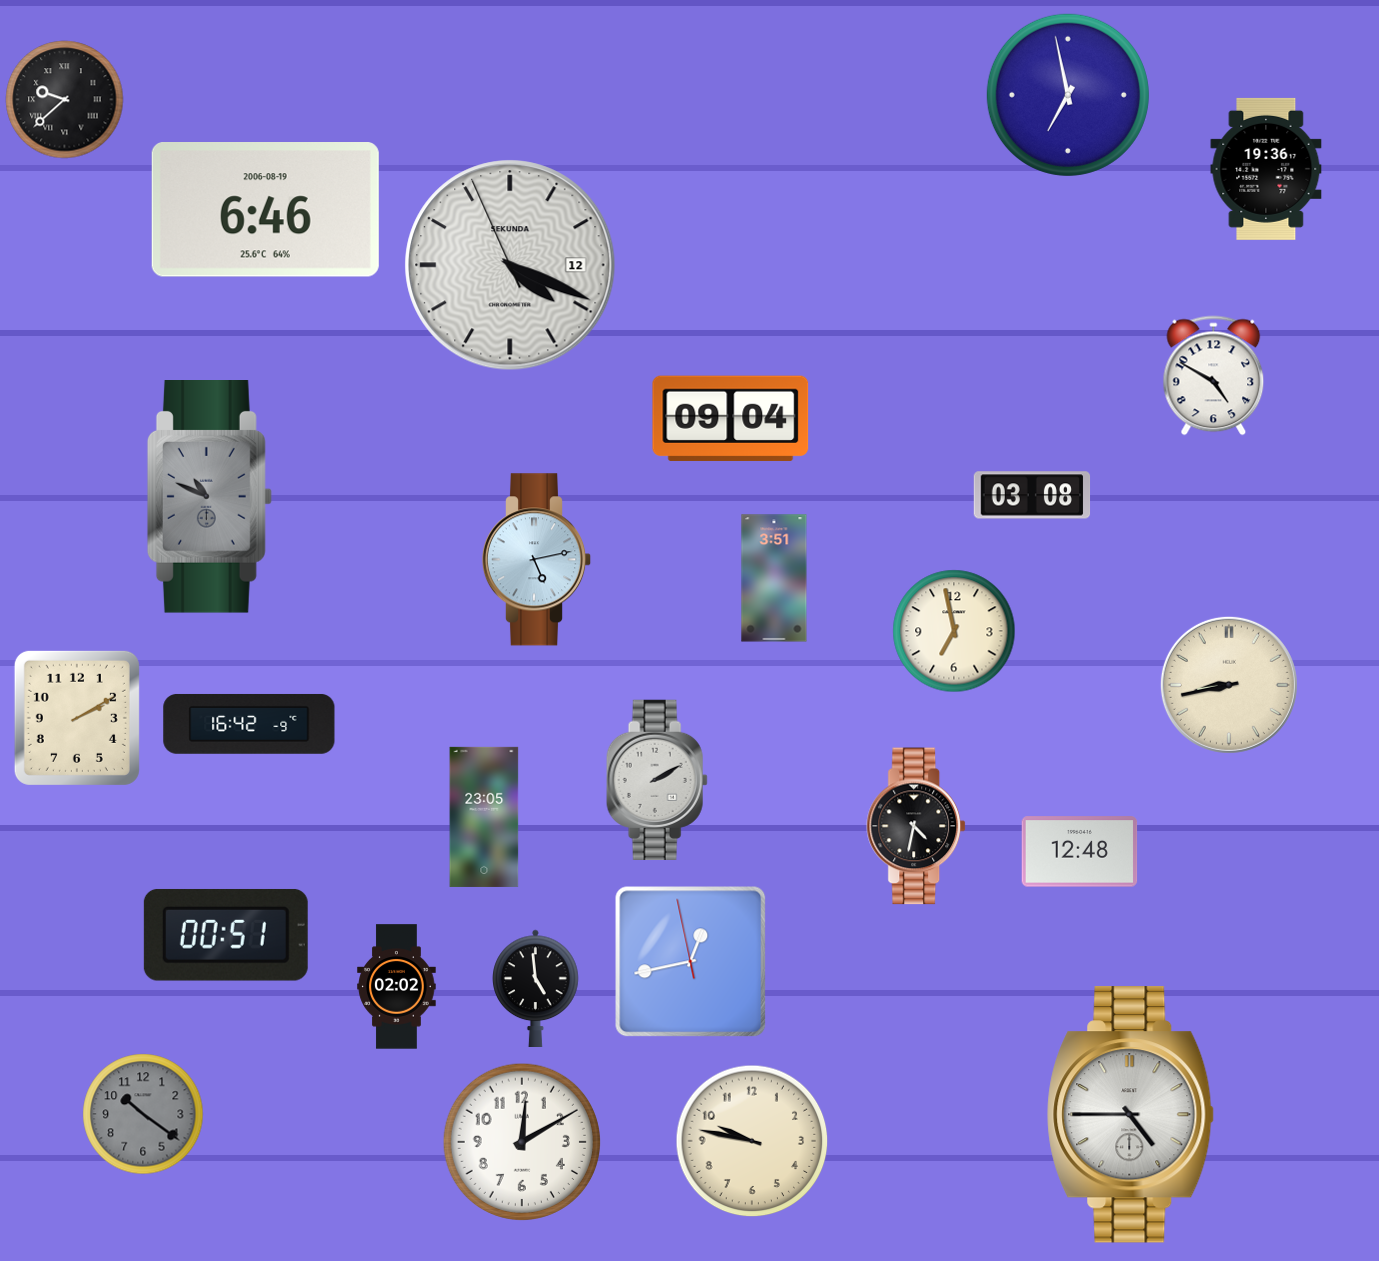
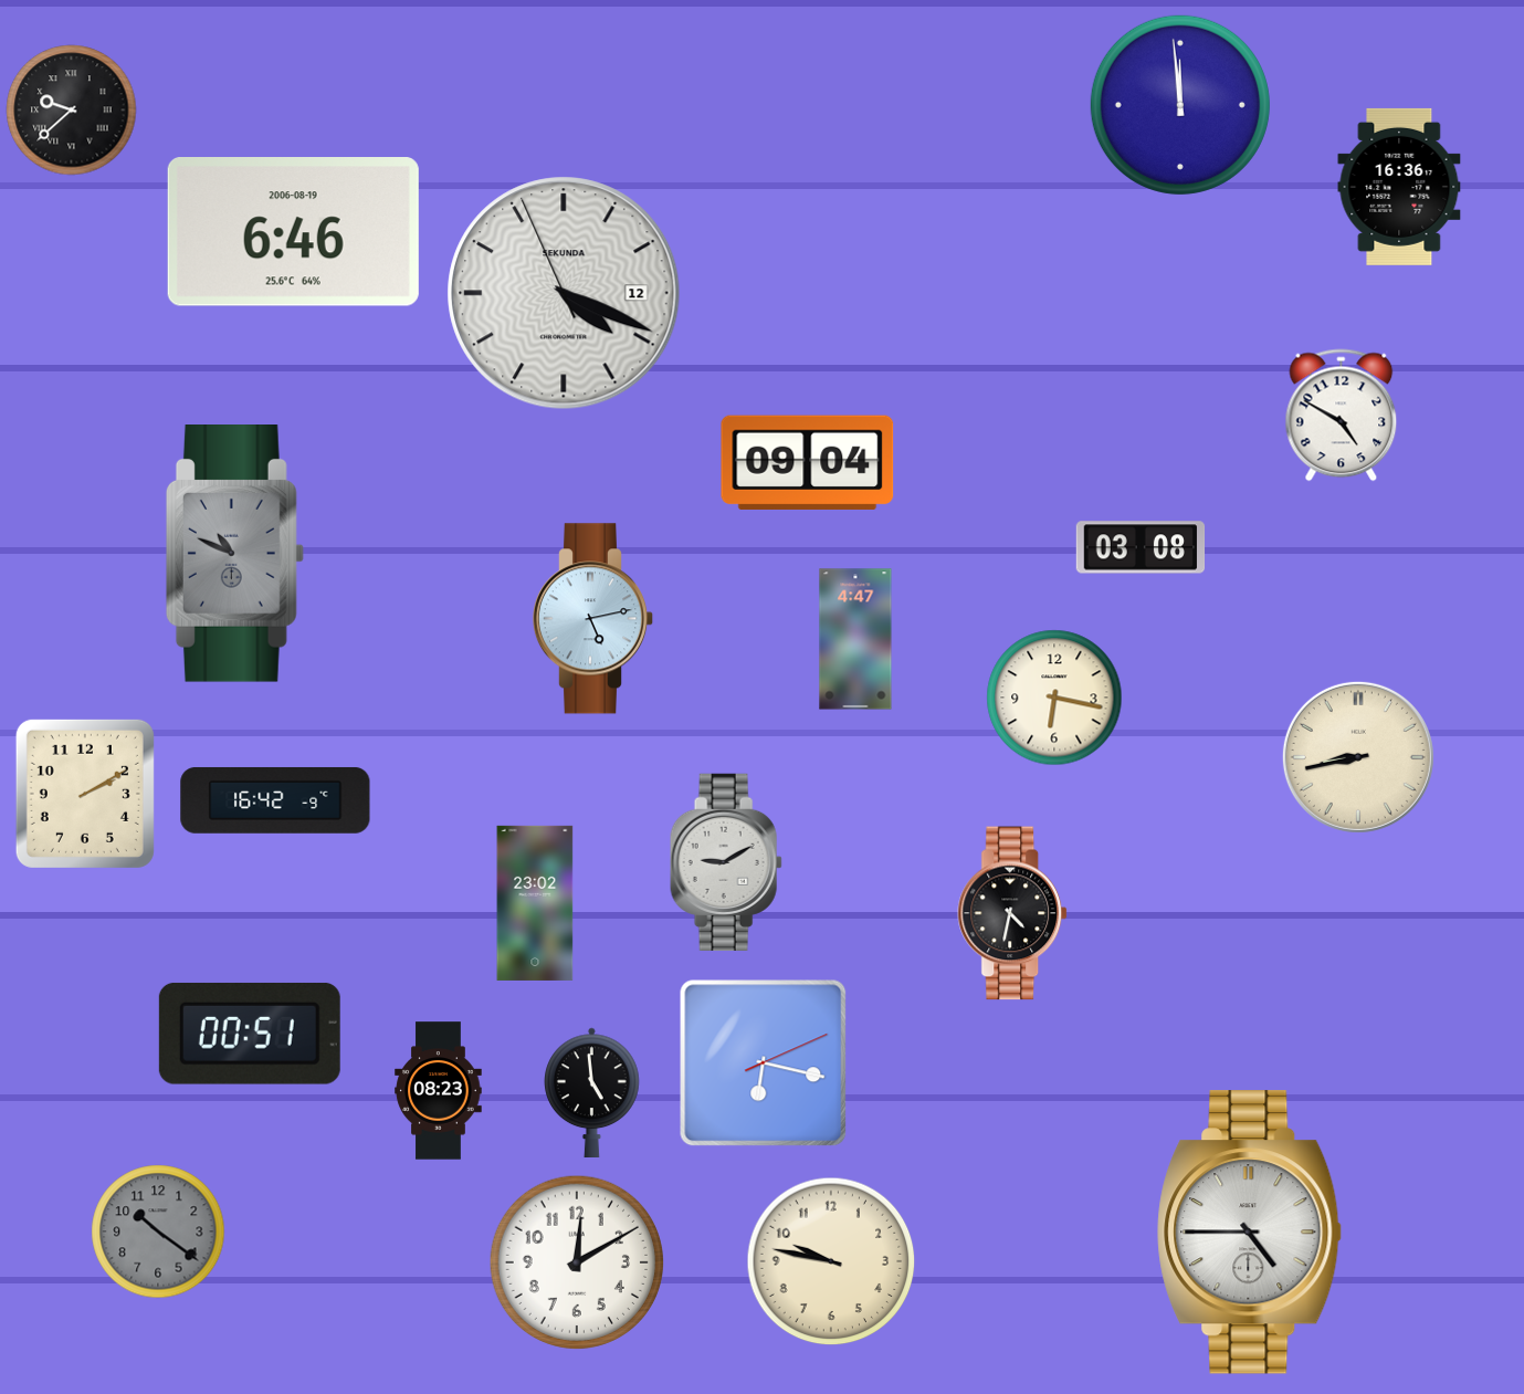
clock at (1068, 95): 6:58 -> 11:59
clock at (1266, 169): 19:36 -> 16:36
clock at (209, 497) position: (209, 497) -> (234, 554)
clock at (774, 578): 3:51 -> 4:47
clock at (954, 631): 6:58 -> 6:17
clock at (657, 780): 2:10 -> 9:10
clock at (484, 817): 23:05 -> 23:02
clock at (1080, 852): 12:48 -> none
clock at (691, 962): 12:42 -> 6:17
clock at (397, 987): 02:02 -> 08:23
